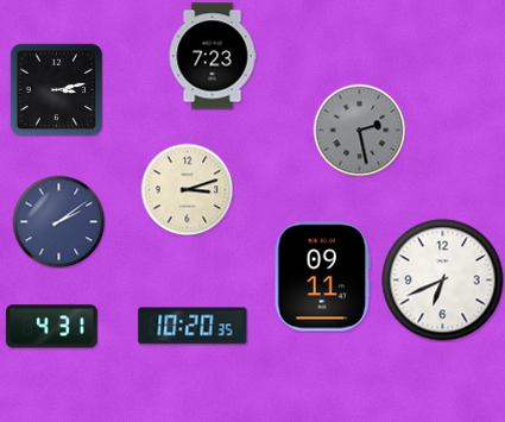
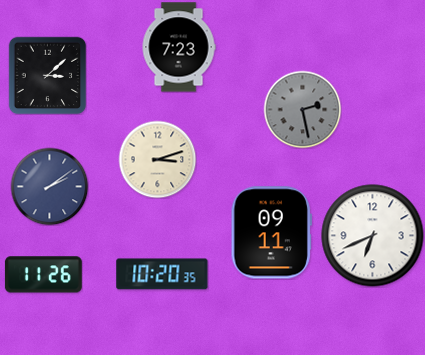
clock at (56, 89): 3:13 -> 3:08
clock at (51, 327): 4:31 -> 11:26
